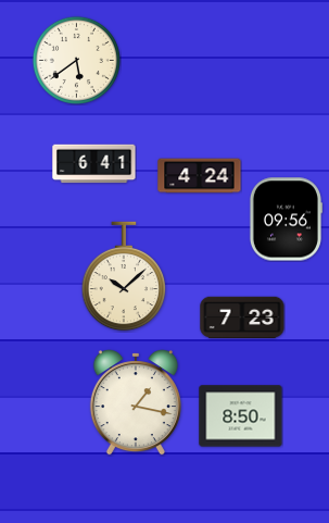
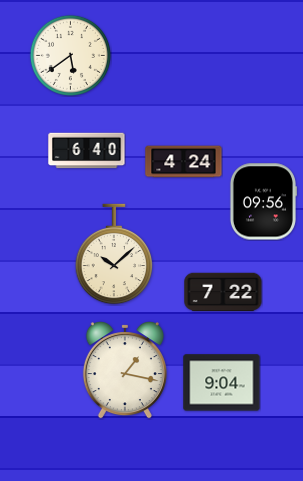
clock at (94, 164): 6:41 -> 6:40
clock at (242, 317): 7:23 -> 7:22
clock at (241, 416): 8:50 -> 9:04
